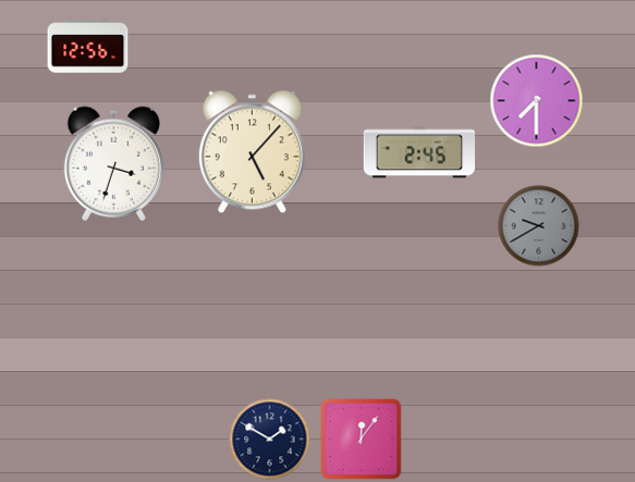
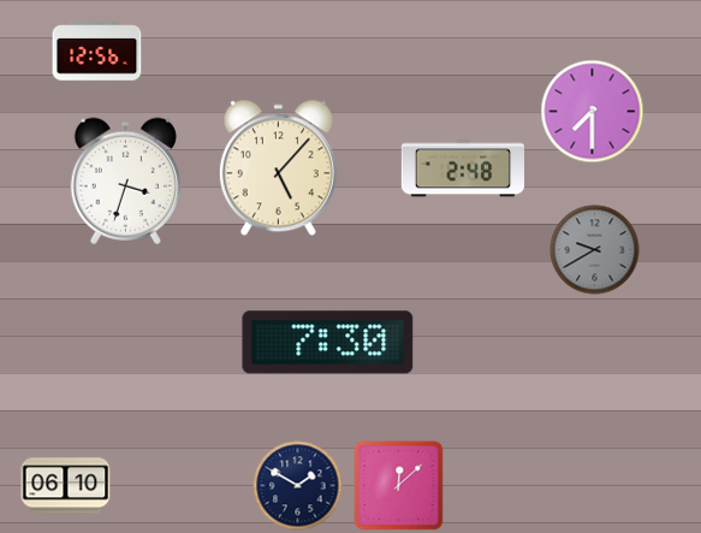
clock at (418, 152): 2:45 -> 2:48
clock at (328, 343): none -> 7:30
clock at (66, 486): none -> 06:10
clock at (362, 440): 12:06 -> 12:08
